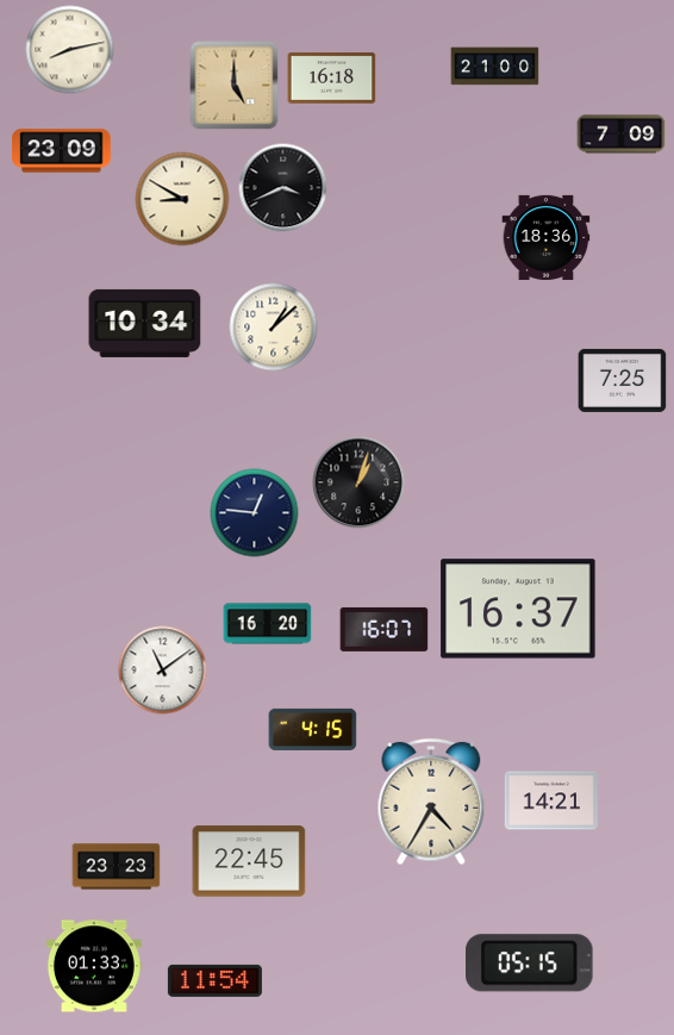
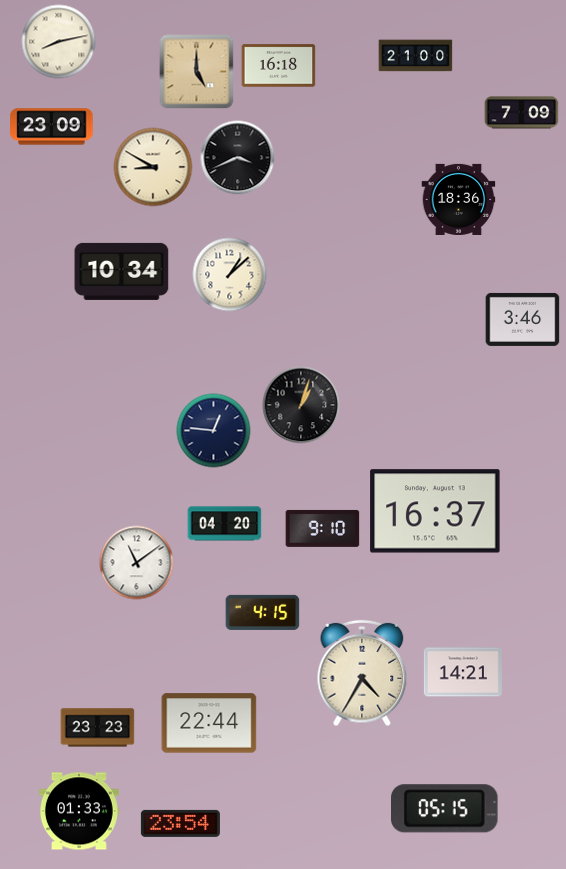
clock at (623, 380): 7:25 -> 3:46
clock at (268, 624): 16:20 -> 04:20
clock at (385, 629): 16:07 -> 9:10
clock at (249, 861): 22:45 -> 22:44
clock at (214, 980): 11:54 -> 23:54
